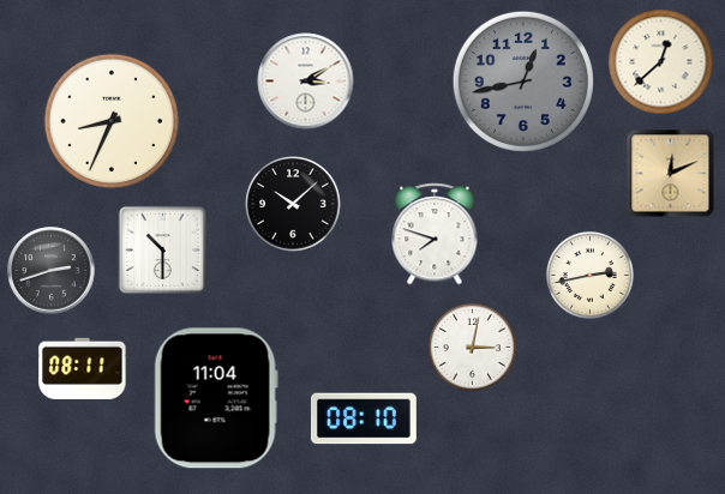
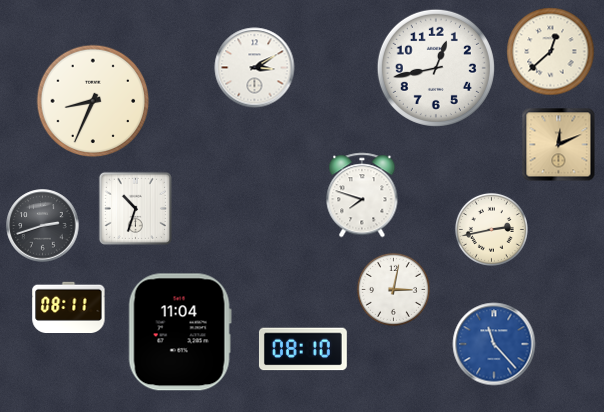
clock at (523, 82) dial: grey -> white
clock at (293, 204): 10:08 -> none
clock at (162, 249): 10:30 -> 10:33
clock at (494, 344): none -> 11:23
